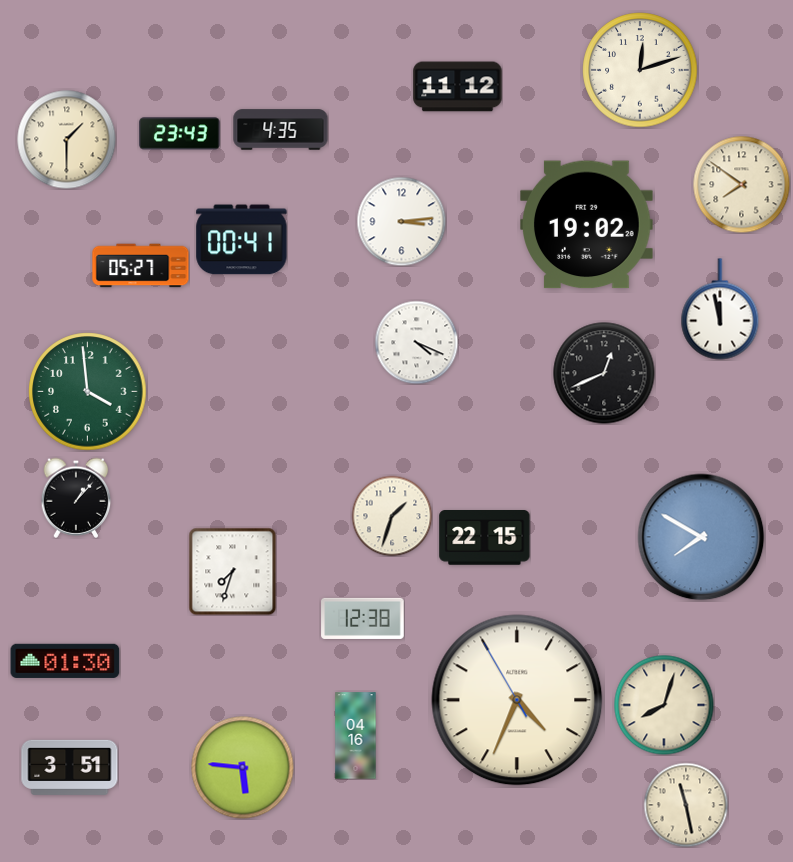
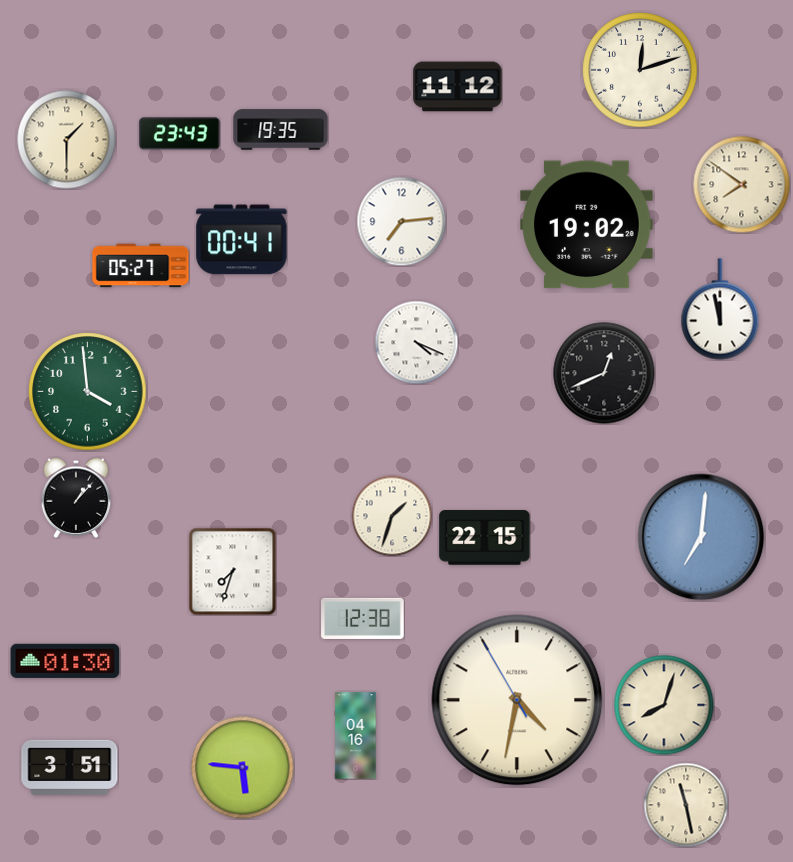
clock at (281, 130): 4:35 -> 19:35
clock at (401, 221): 3:14 -> 7:14
clock at (701, 537): 7:50 -> 7:01
clock at (517, 700): 4:33 -> 4:31
